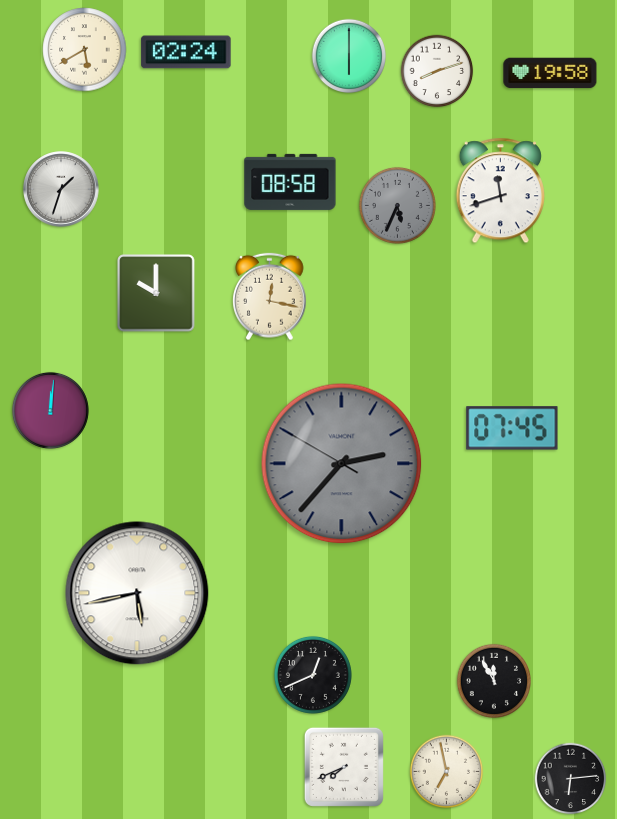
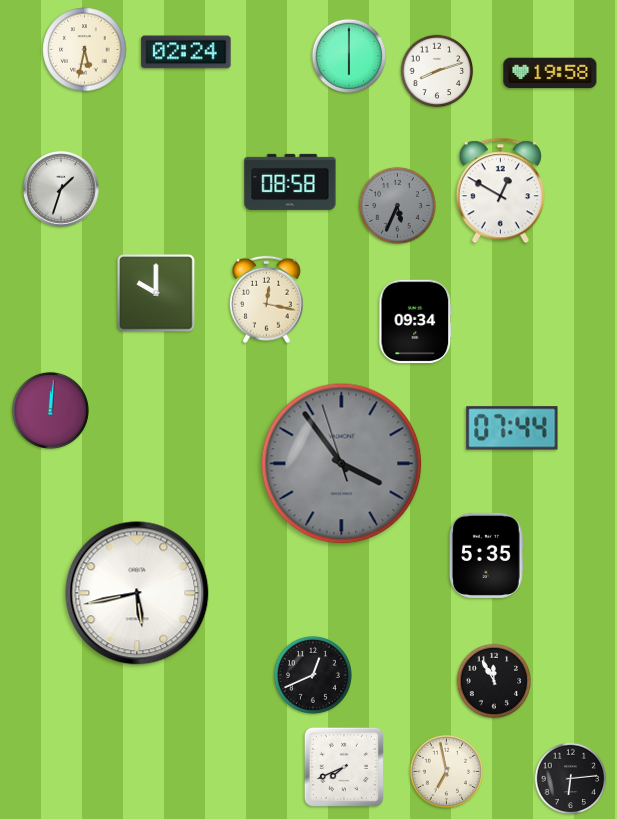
clock at (85, 50): 5:40 -> 5:32
clock at (500, 191): 11:42 -> 12:50
clock at (270, 297) position: (270, 297) -> (267, 300)
clock at (416, 322): none -> 09:34
clock at (512, 428): 07:45 -> 07:44
clock at (342, 464): 2:36 -> 3:53
clock at (486, 555): none -> 5:35
